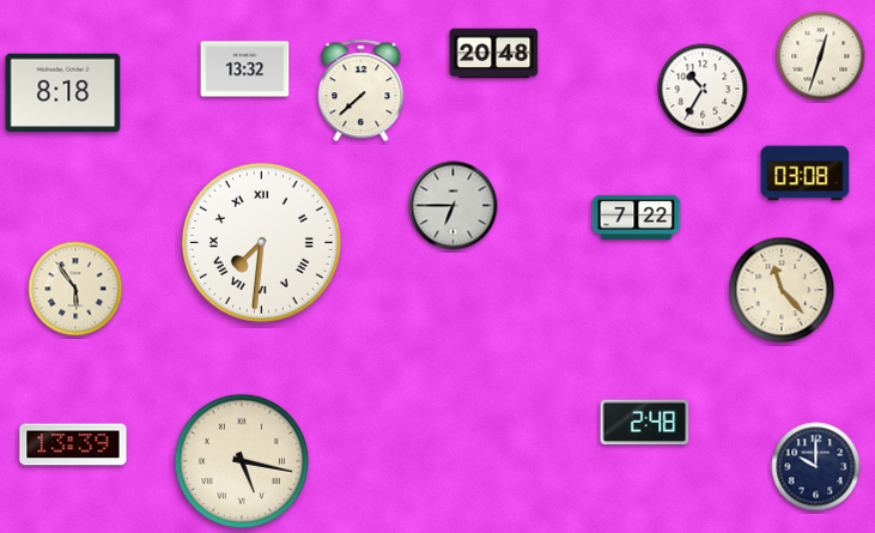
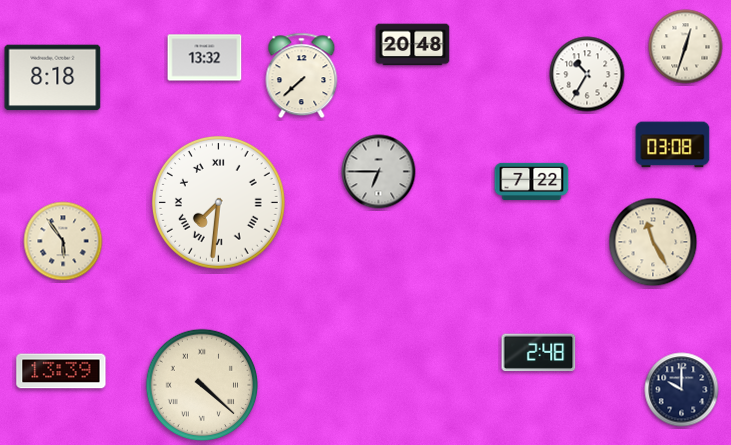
clock at (782, 290): 11:23 -> 11:25
clock at (242, 461): 5:17 -> 4:22
